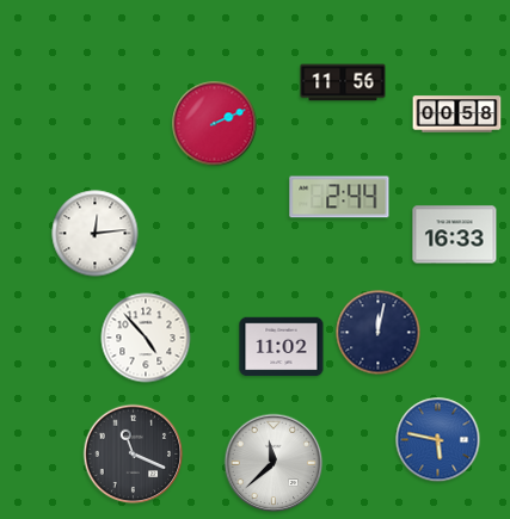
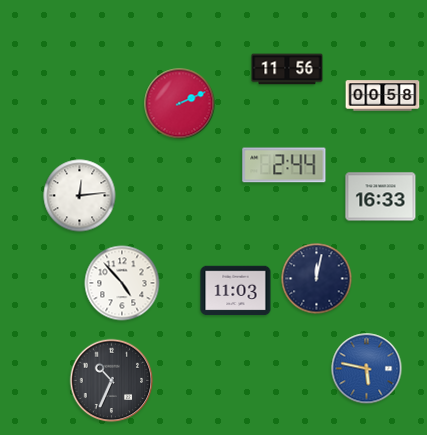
clock at (282, 347): 11:02 -> 11:03
clock at (134, 455): 11:19 -> 10:34
clock at (274, 463): 11:38 -> none
